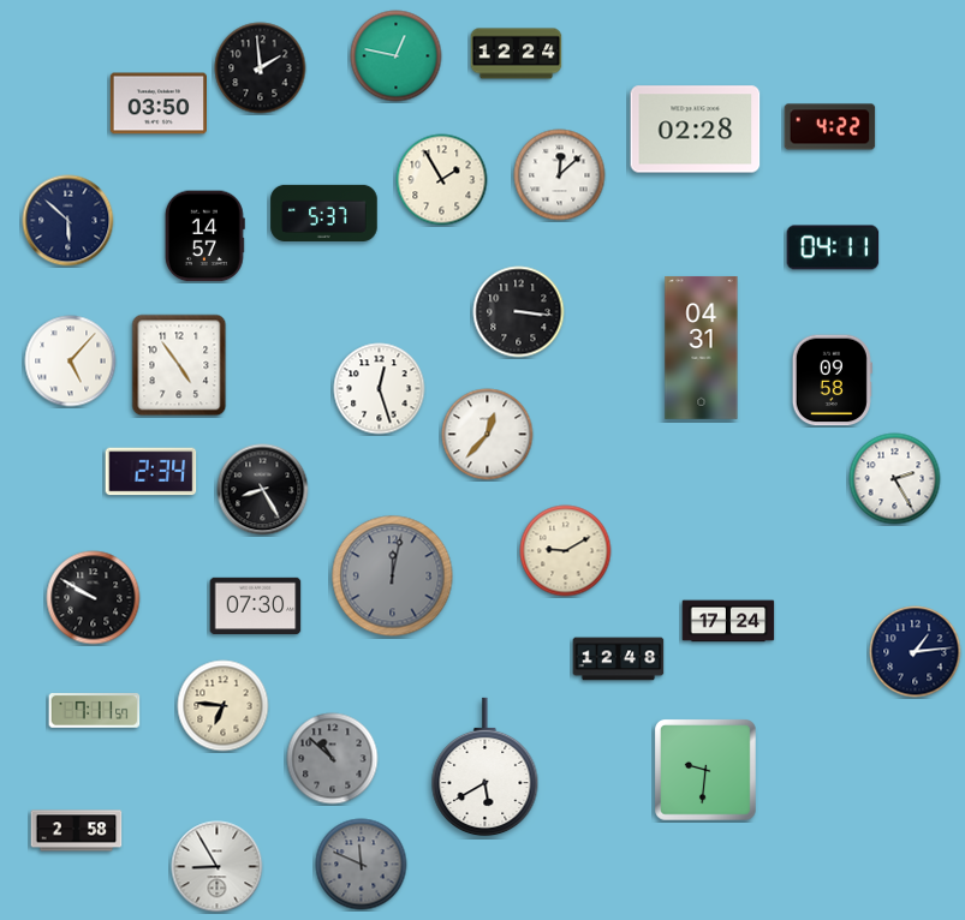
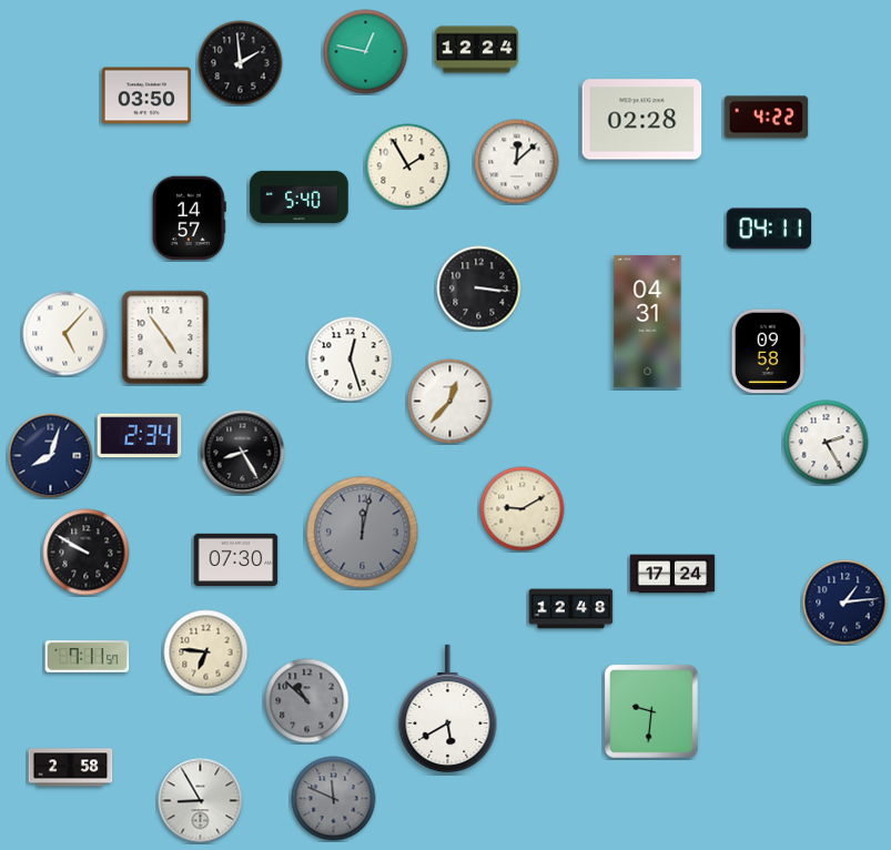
clock at (324, 213): 5:37 -> 5:40
clock at (68, 221): 5:52 -> none
clock at (51, 456): none -> 8:03
